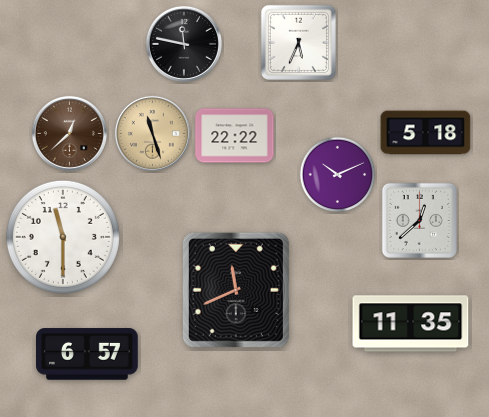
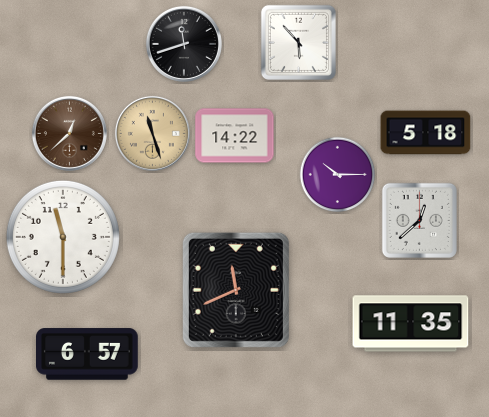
clock at (298, 42): 5:34 -> 5:53
clock at (184, 44): 11:47 -> 11:42
clock at (235, 136): 22:22 -> 14:22
clock at (338, 175): 10:11 -> 10:15
